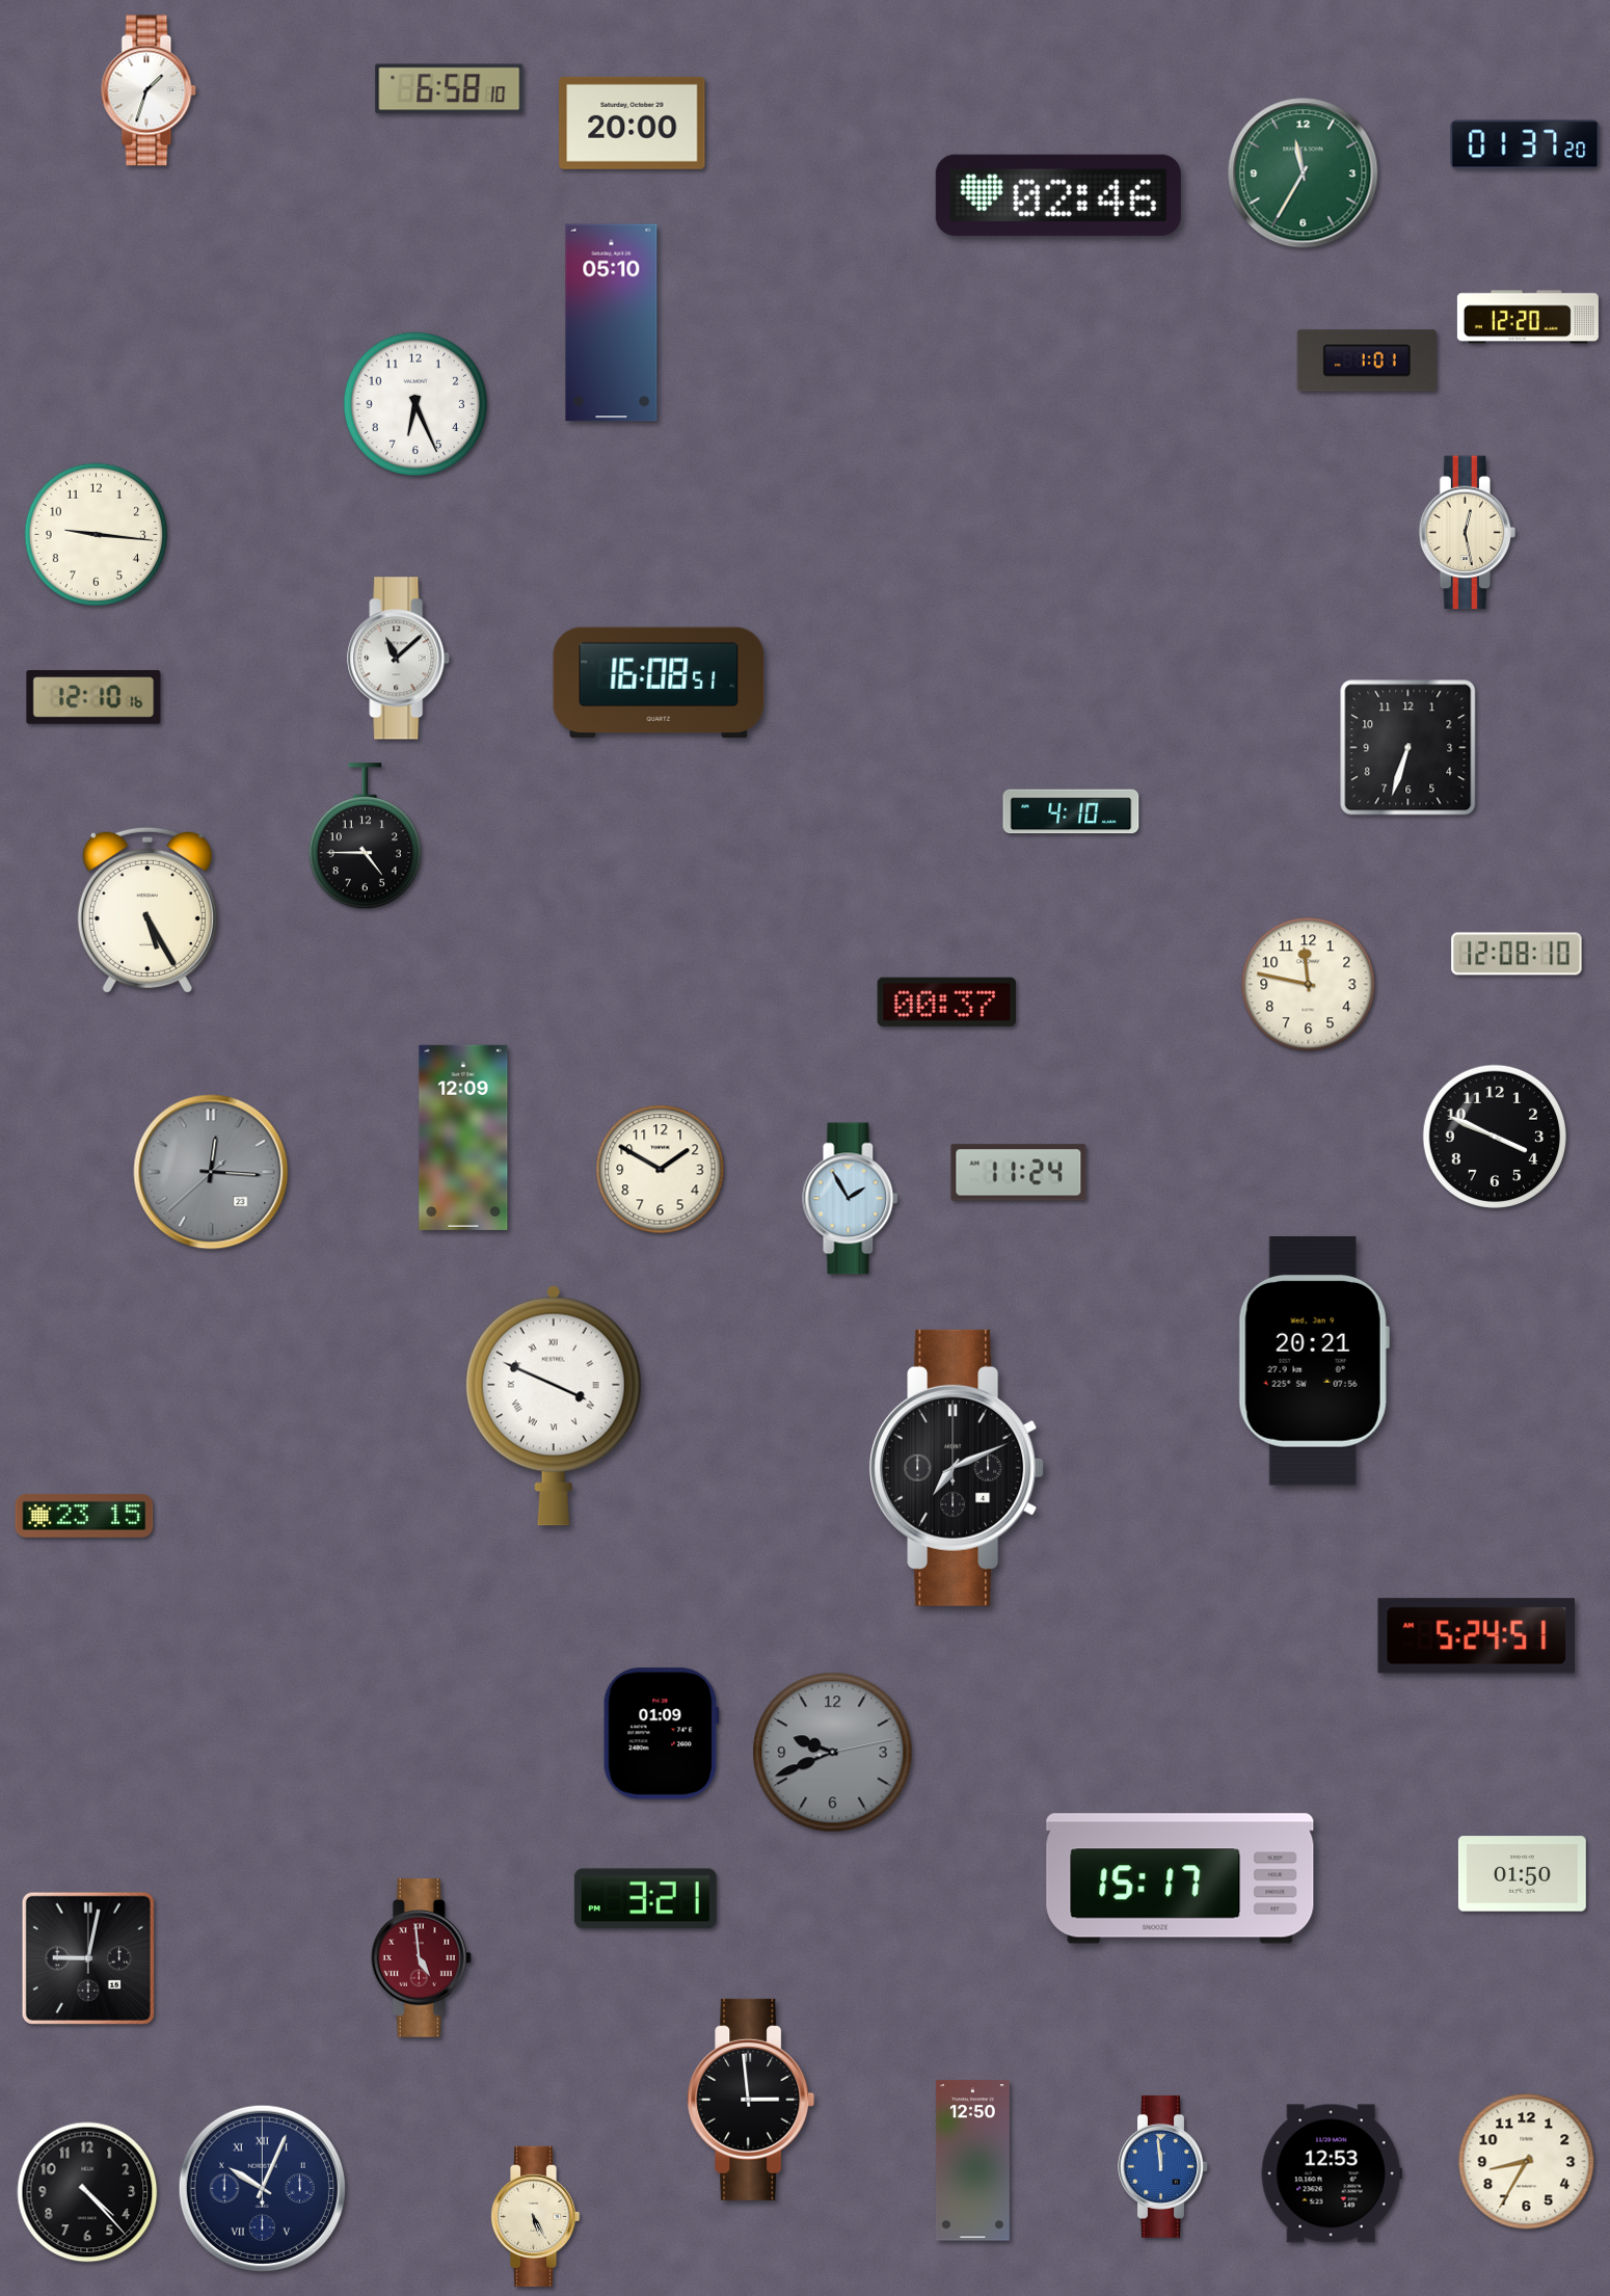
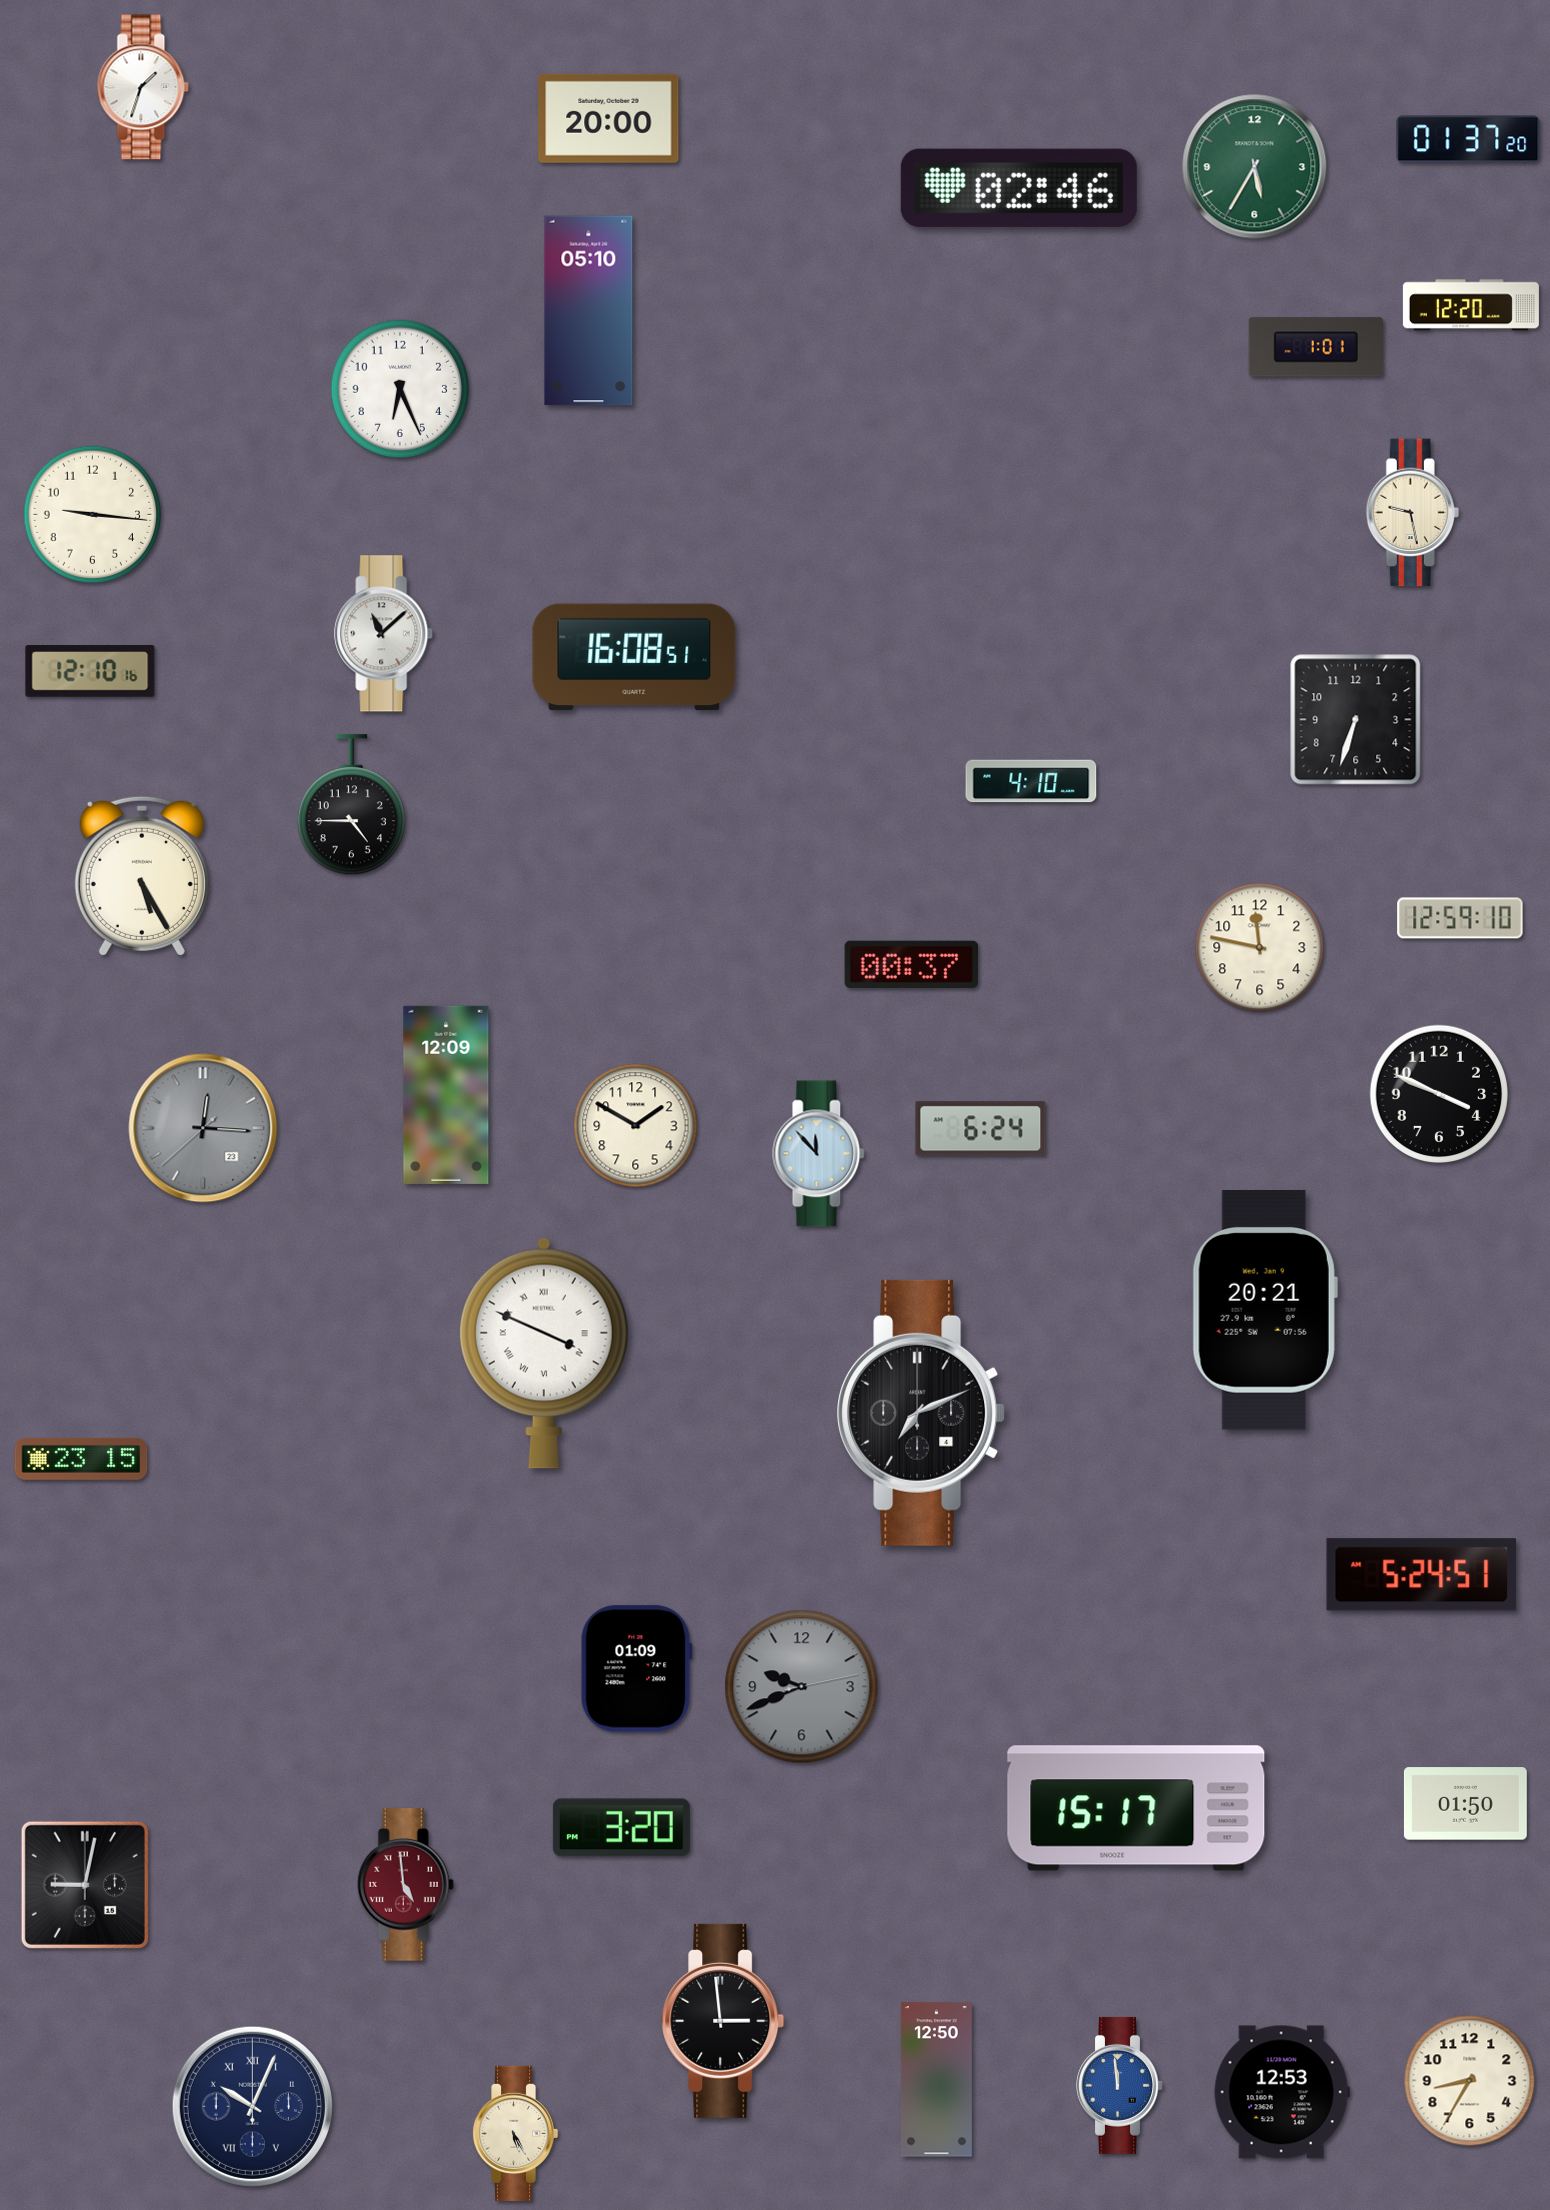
clock at (450, 89): 6:58 -> none
clock at (1304, 173): 11:35 -> 5:35
clock at (1467, 533): 12:28 -> 9:28
clock at (1517, 954): 12:08 -> 12:59
clock at (1019, 1173): 11:24 -> 6:24
clock at (851, 1199): 1:55 -> 11:53
clock at (554, 1406) position: (554, 1406) -> (544, 1353)
clock at (645, 1899): 3:21 -> 3:20
clock at (87, 2192): 4:23 -> none
